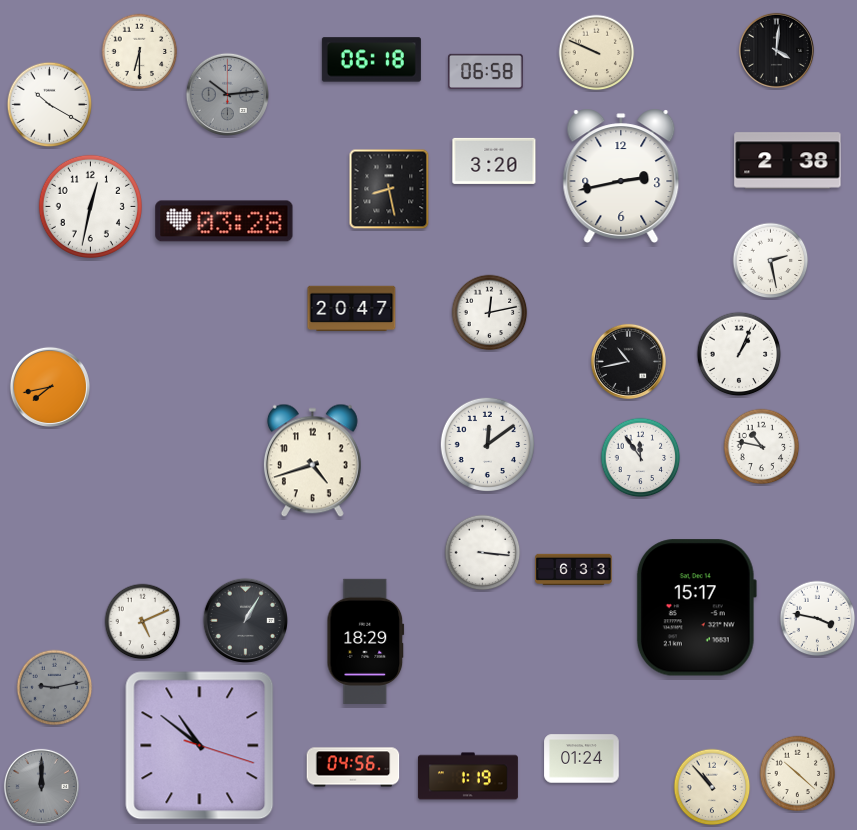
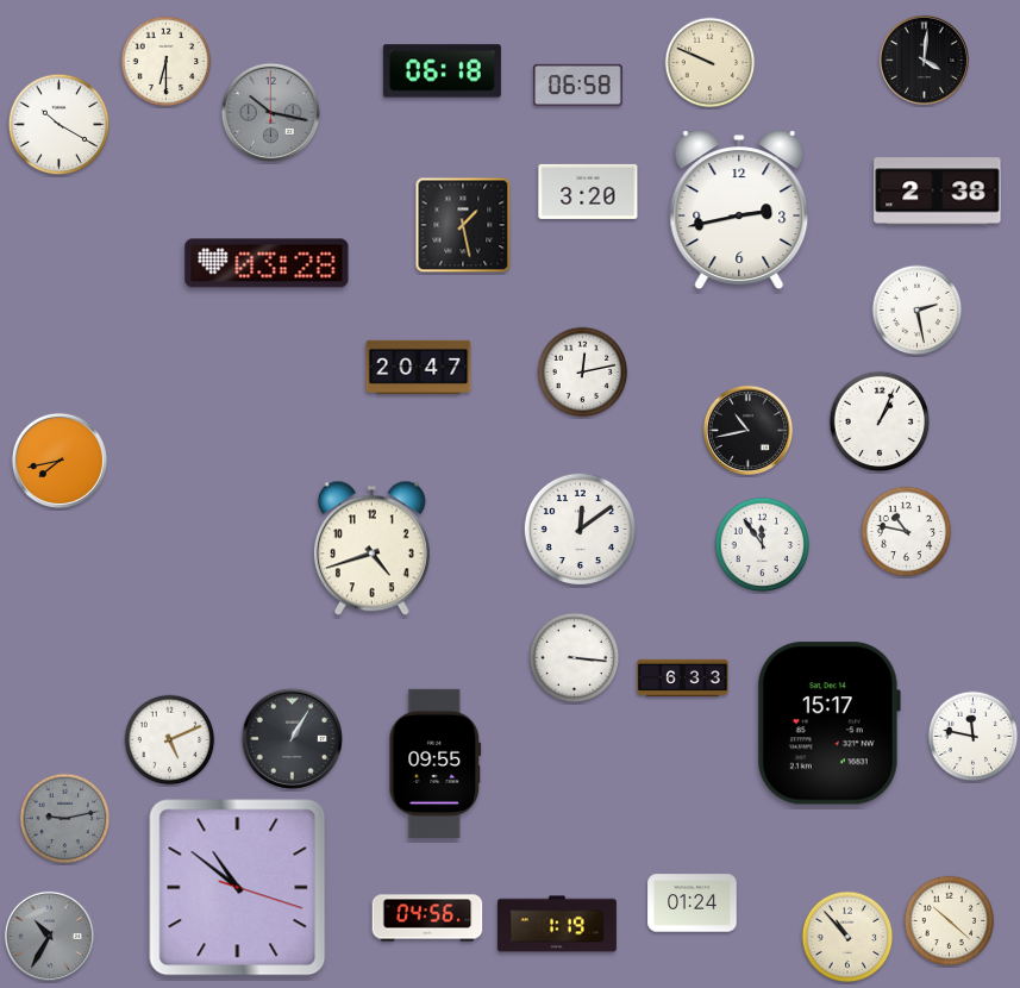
clock at (227, 94): 10:14 -> 10:17
clock at (389, 189): 8:28 -> 1:28
clock at (90, 206): 12:32 -> none
clock at (818, 619): 3:47 -> 11:47
clock at (366, 641): 18:29 -> 09:55
clock at (353, 767) position: (353, 767) -> (427, 918)
clock at (41, 786): 12:00 -> 10:35
